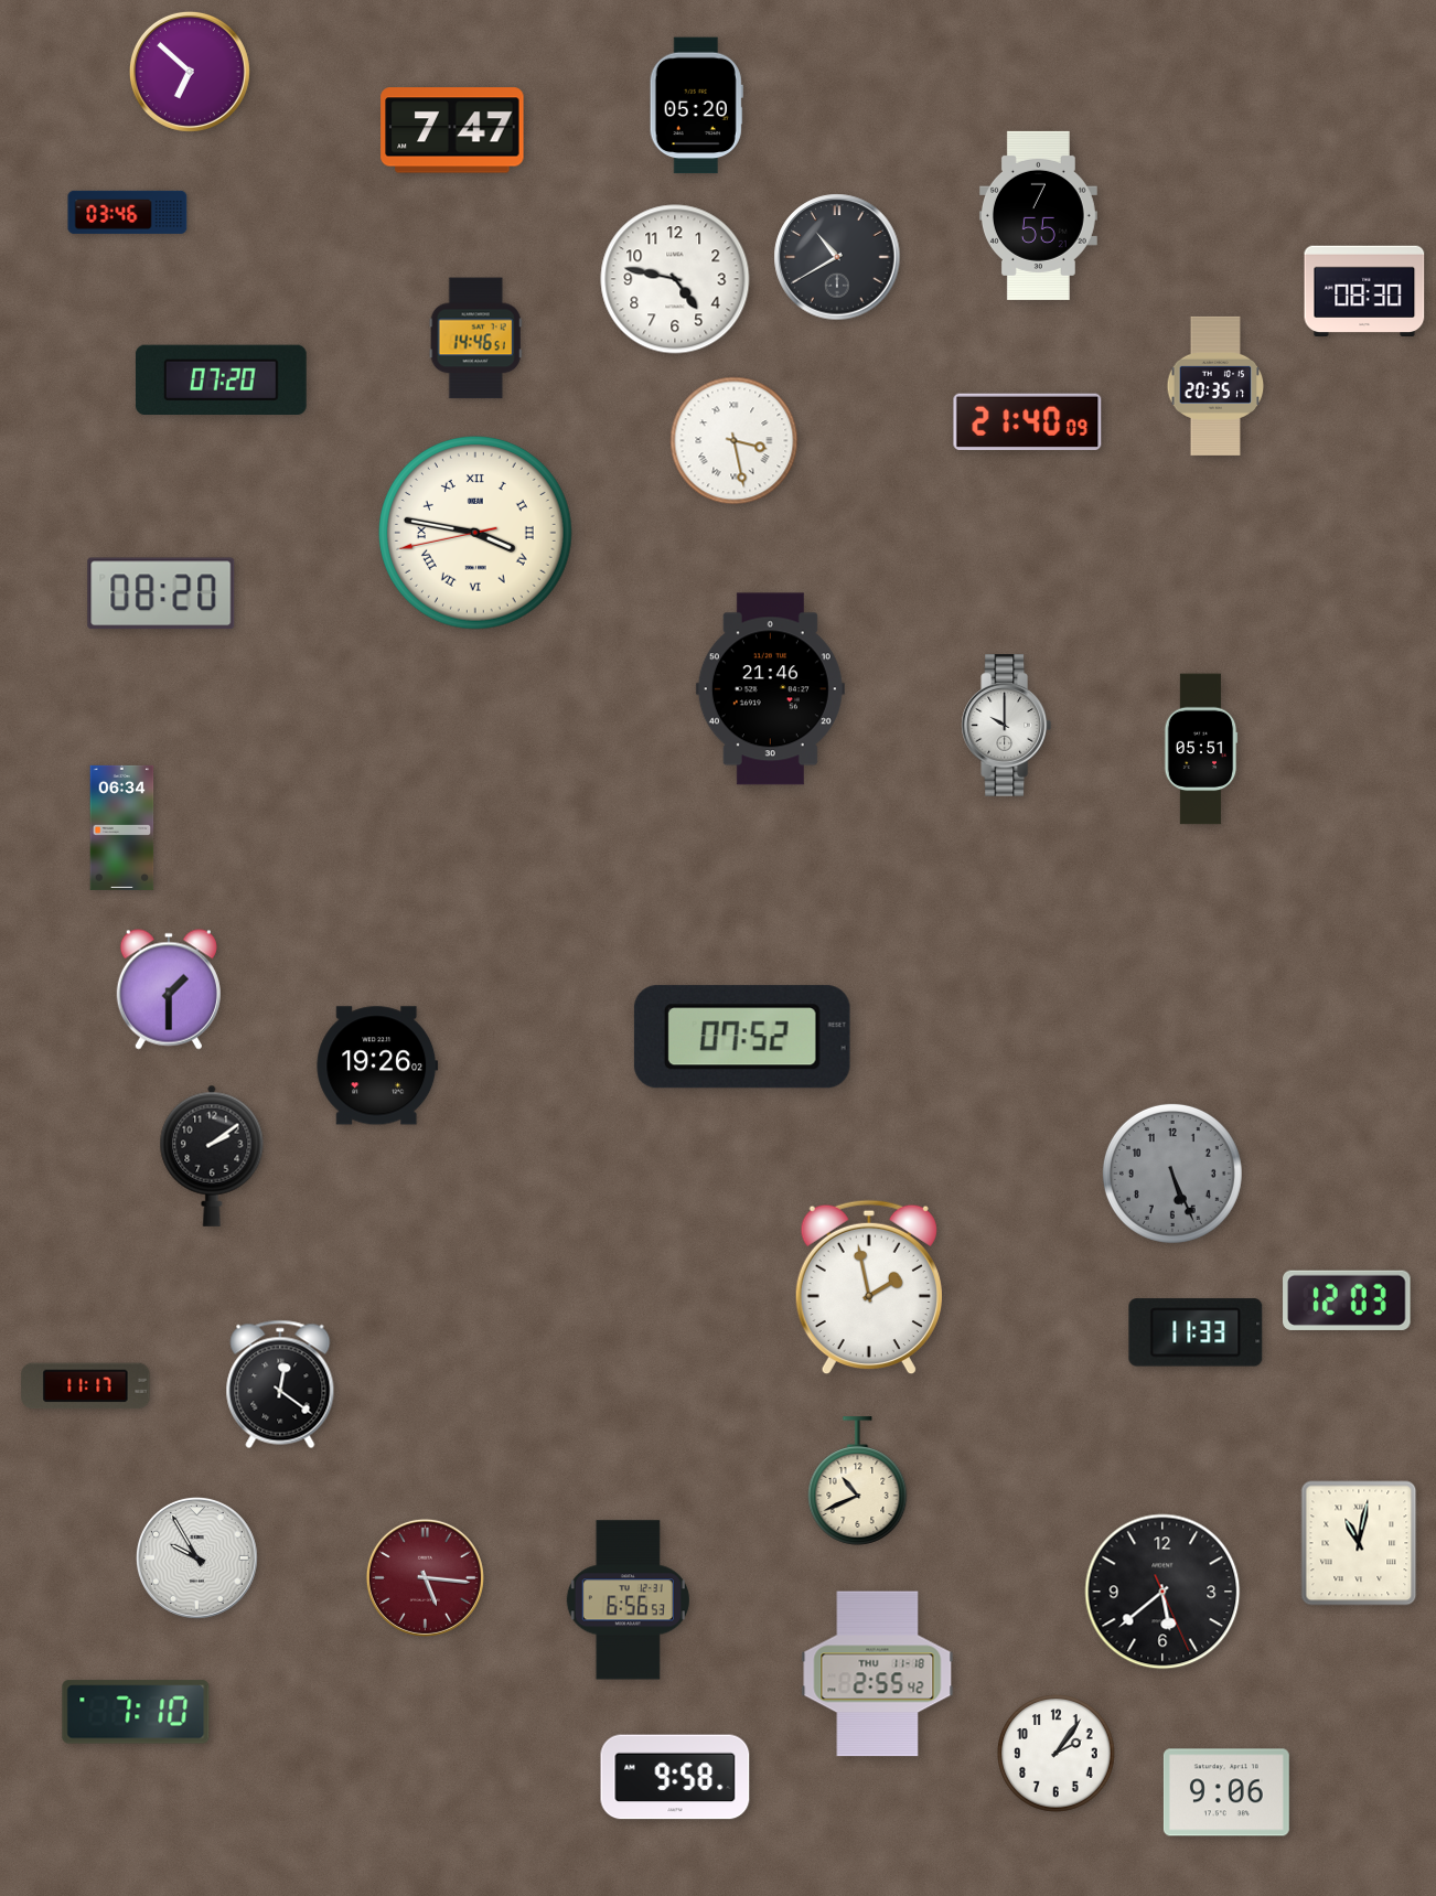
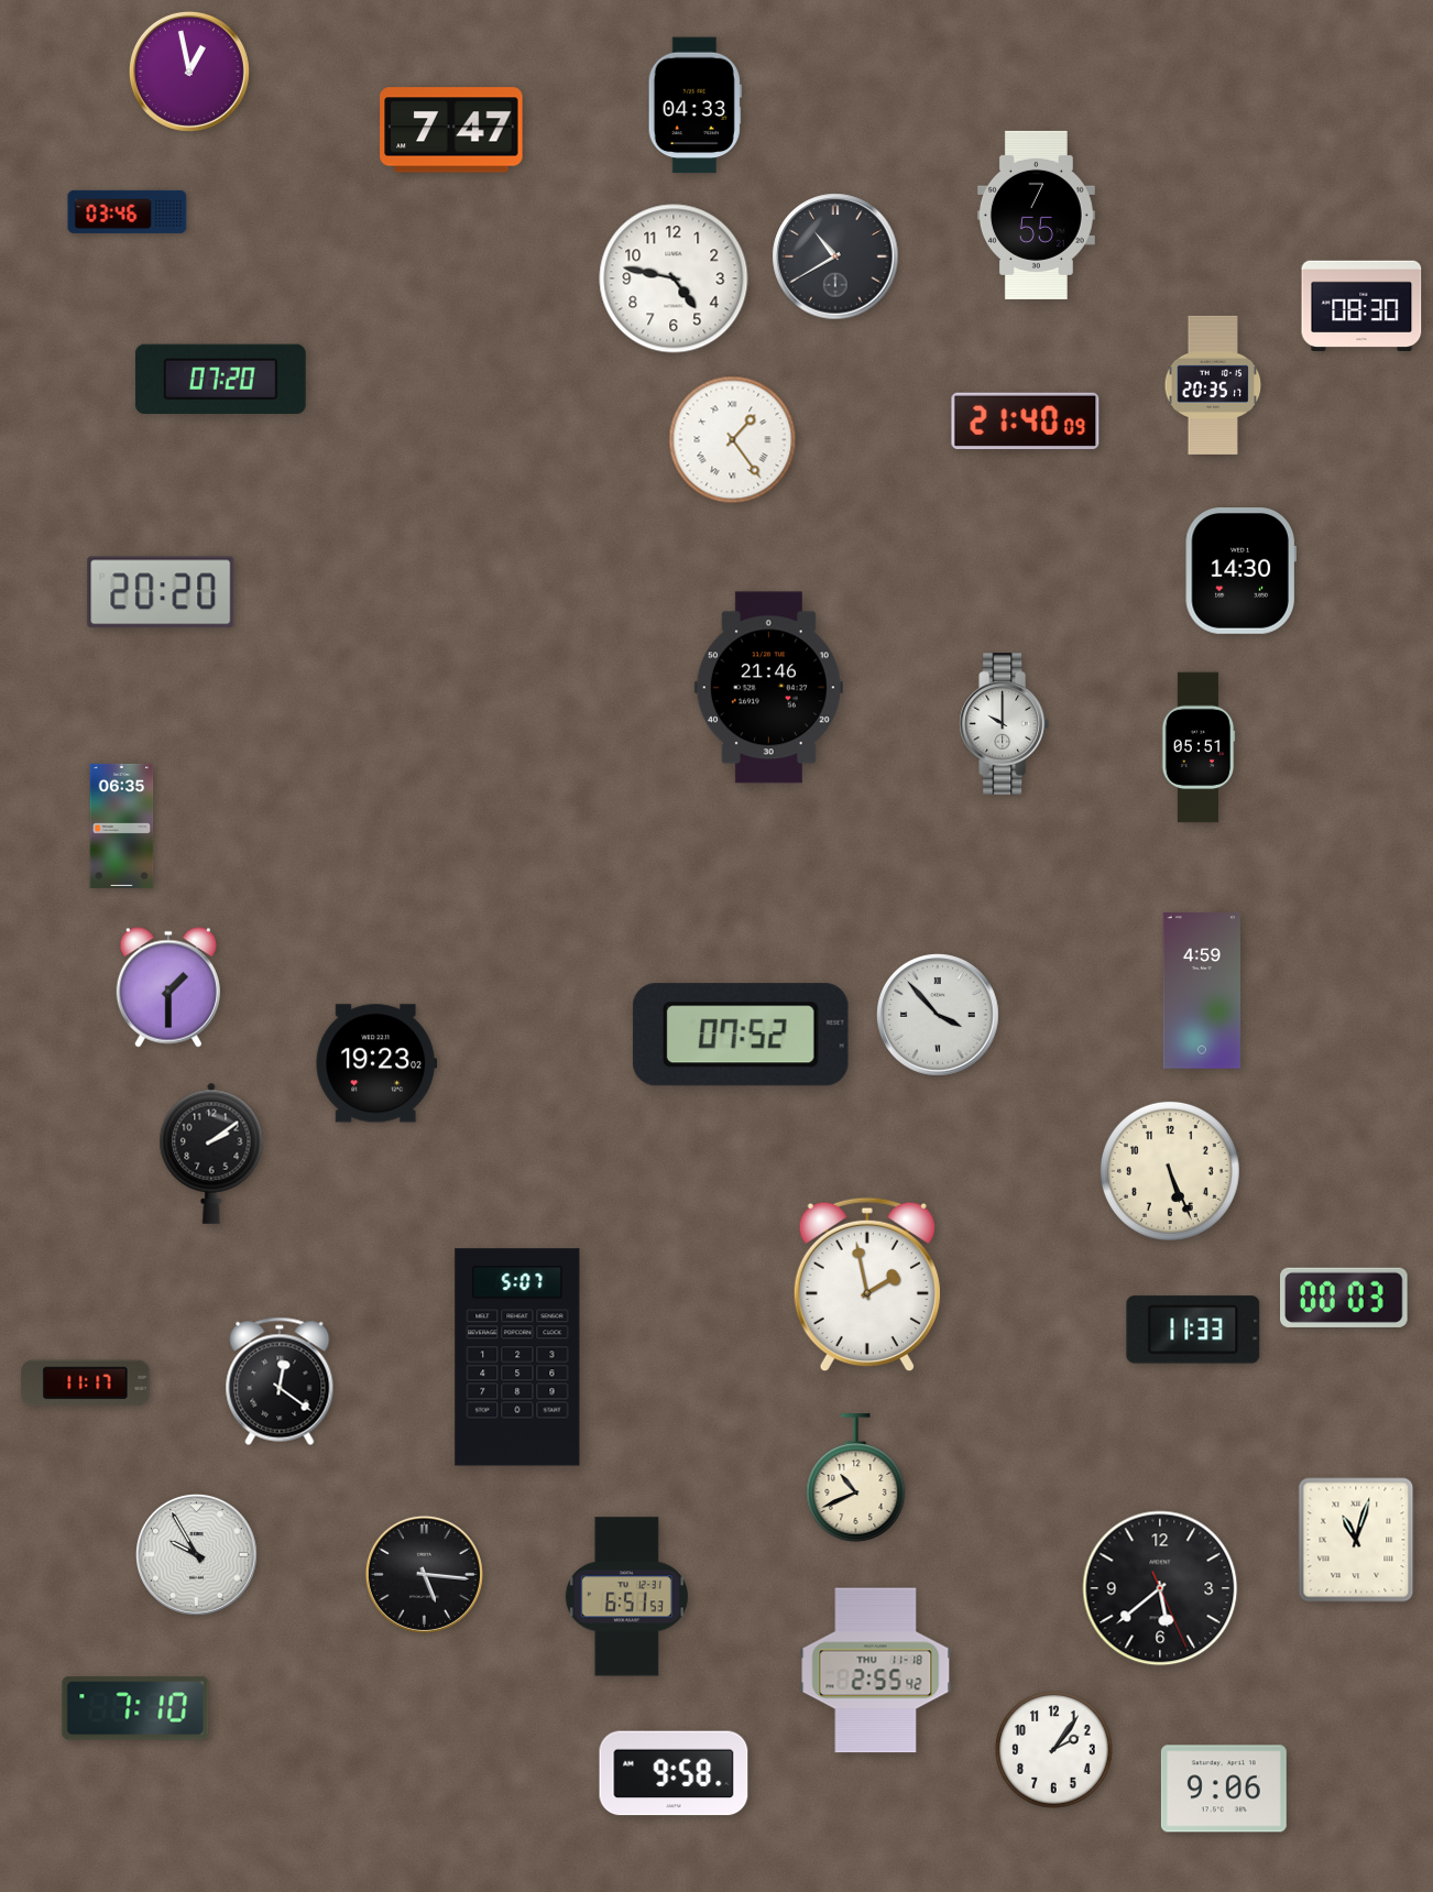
clock at (190, 72): 6:52 -> 12:58
clock at (696, 106): 05:20 -> 04:33
clock at (1364, 290) position: (1364, 290) -> (1361, 305)
clock at (475, 339): 14:46 -> none
clock at (735, 441): 3:28 -> 1:24
clock at (476, 534): 3:46 -> none
clock at (1240, 571): none -> 14:30
clock at (161, 593): 08:20 -> 20:20
clock at (122, 827): 06:34 -> 06:35
clock at (1202, 991): none -> 4:59
clock at (939, 1016): none -> 3:53
clock at (377, 1065): 19:26 -> 19:23
clock at (1172, 1174) dial: grey -> cream
clock at (1347, 1300): 12:03 -> 00:03
clock at (517, 1357): none -> 5:07
clock at (1359, 1543): 11:02 -> 11:03
clock at (425, 1577) dial: burgundy -> black
clock at (628, 1600): 6:56 -> 6:51
